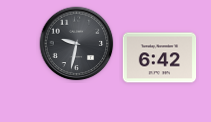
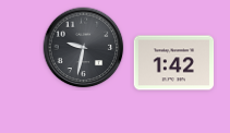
clock at (160, 58): 6:42 -> 1:42
